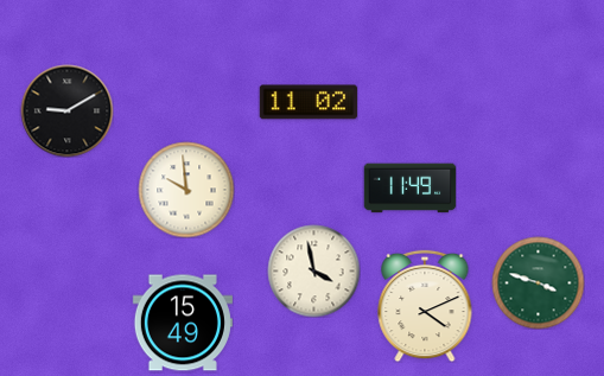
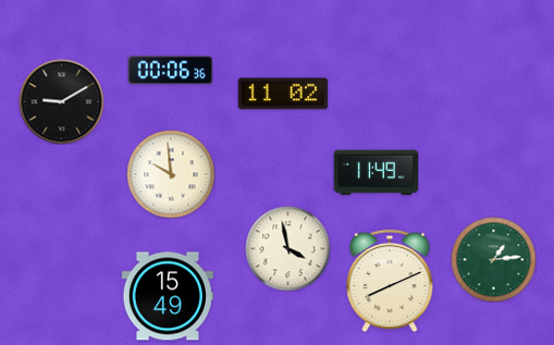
clock at (170, 71): none -> 00:06
clock at (538, 282): 3:48 -> 1:14
clock at (425, 306): 4:11 -> 8:11
